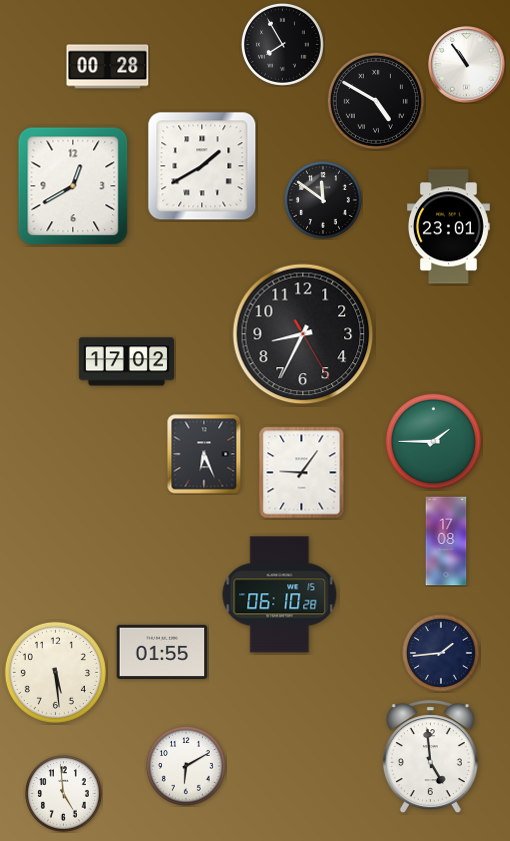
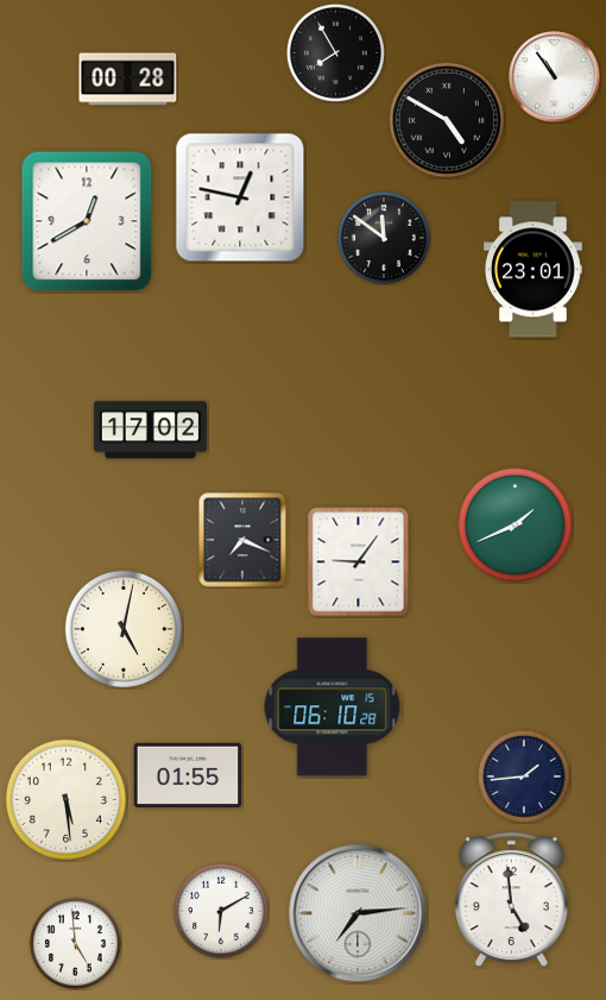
clock at (202, 166): 1:40 -> 12:47
clock at (303, 334): 8:34 -> none
clock at (433, 441): 1:45 -> 1:41
clock at (204, 454): 6:26 -> 7:19
clock at (124, 629): none -> 5:02
clock at (446, 541): 17:08 -> none
clock at (162, 652) position: (162, 652) -> (188, 775)
clock at (358, 913): none -> 7:14
